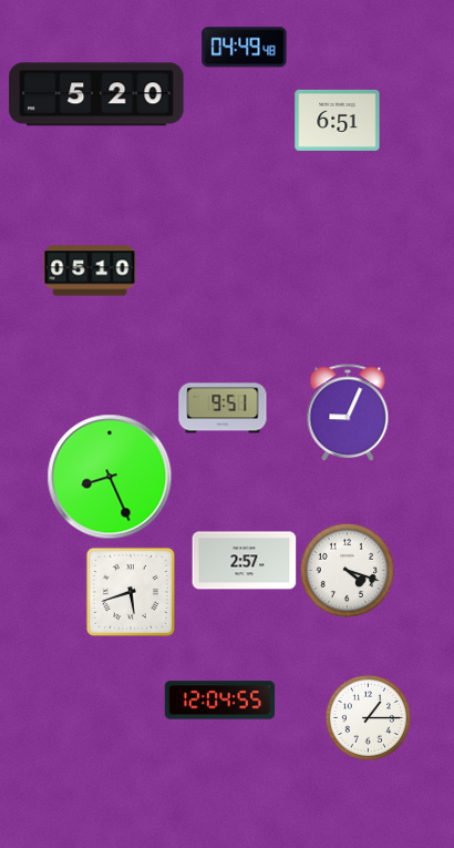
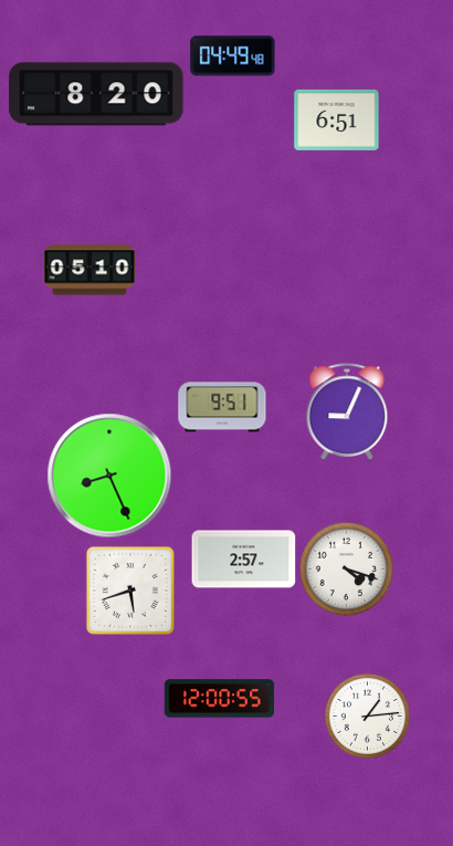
clock at (245, 48) position: (245, 48) -> (233, 56)
clock at (96, 94): 5:20 -> 8:20
clock at (220, 701): 12:04 -> 12:00
clock at (368, 717): 1:15 -> 1:14
